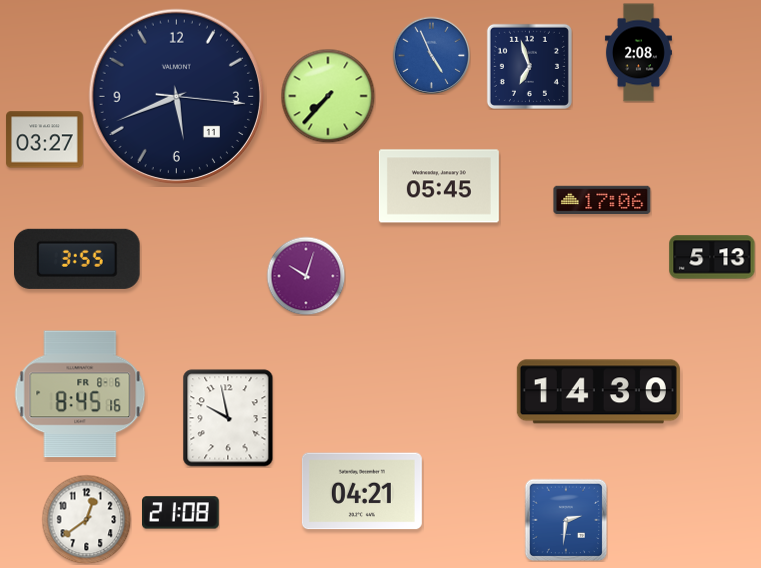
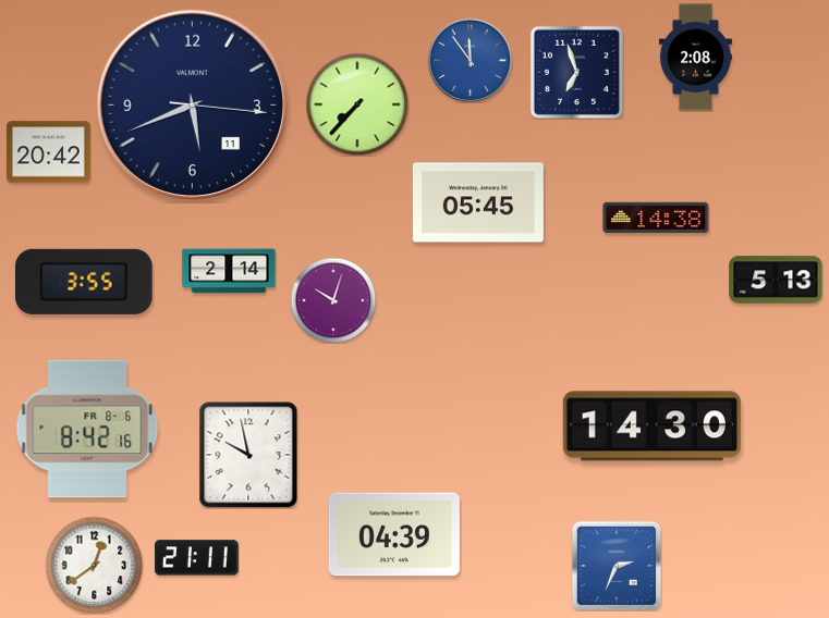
clock at (431, 55): 4:56 -> 11:54
clock at (45, 140): 03:27 -> 20:42
clock at (602, 199): 17:06 -> 14:38
clock at (229, 271): none -> 2:14
clock at (80, 394): 8:45 -> 8:42
clock at (362, 491): 04:21 -> 04:39
clock at (181, 513): 21:08 -> 21:11
clock at (566, 520): 2:31 -> 2:34
